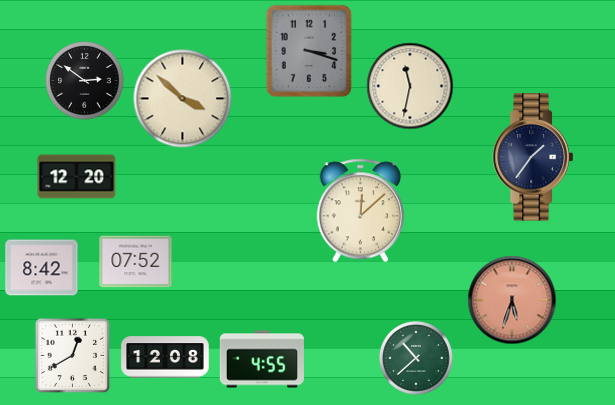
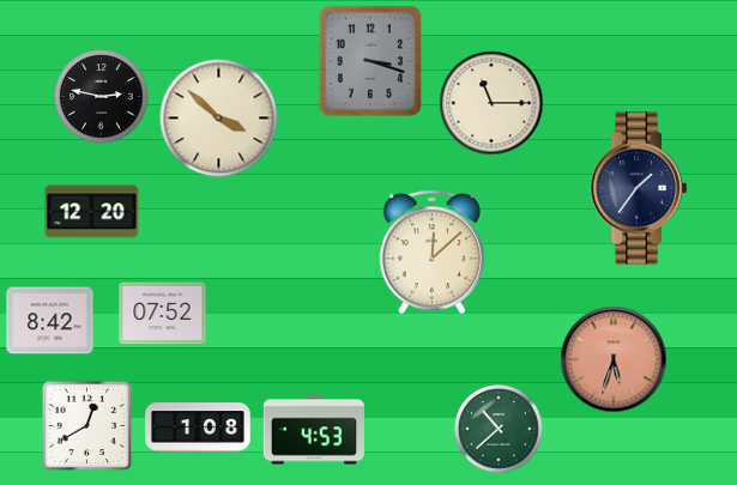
clock at (85, 81): 2:51 -> 2:47
clock at (410, 86): 11:32 -> 11:15
clock at (165, 357): 12:08 -> 1:08
clock at (262, 359): 4:55 -> 4:53
